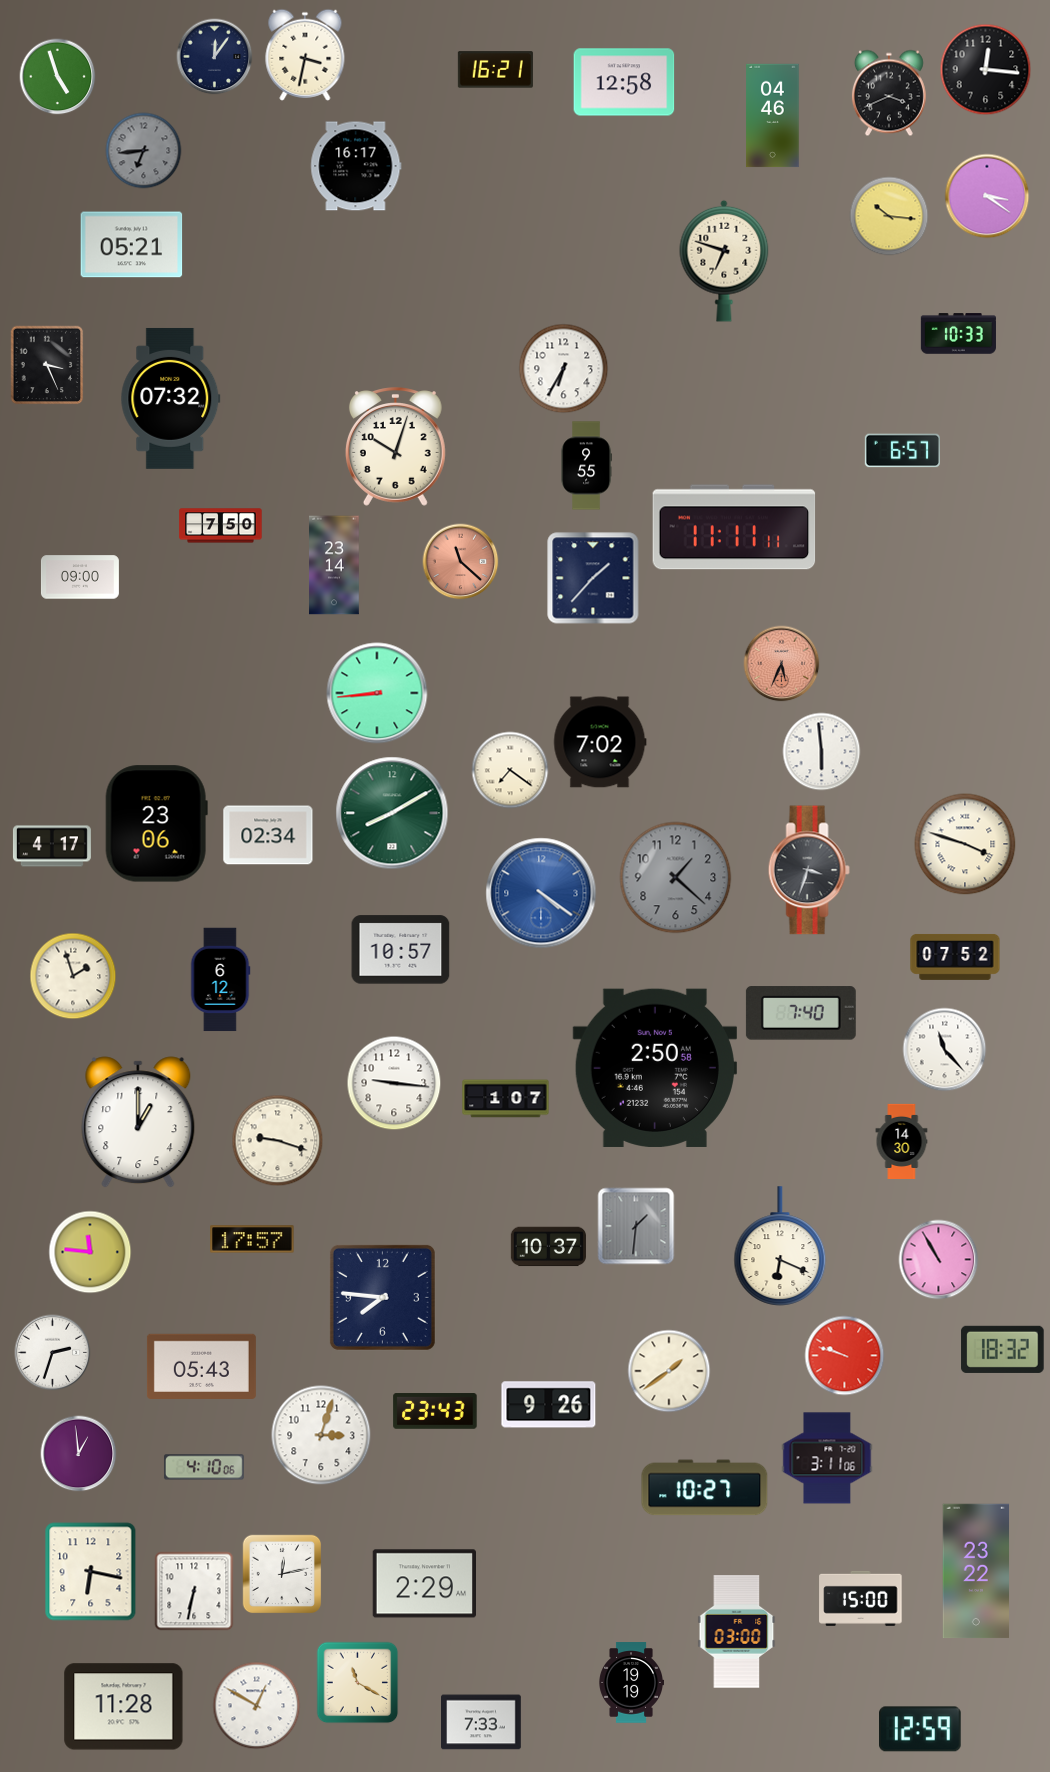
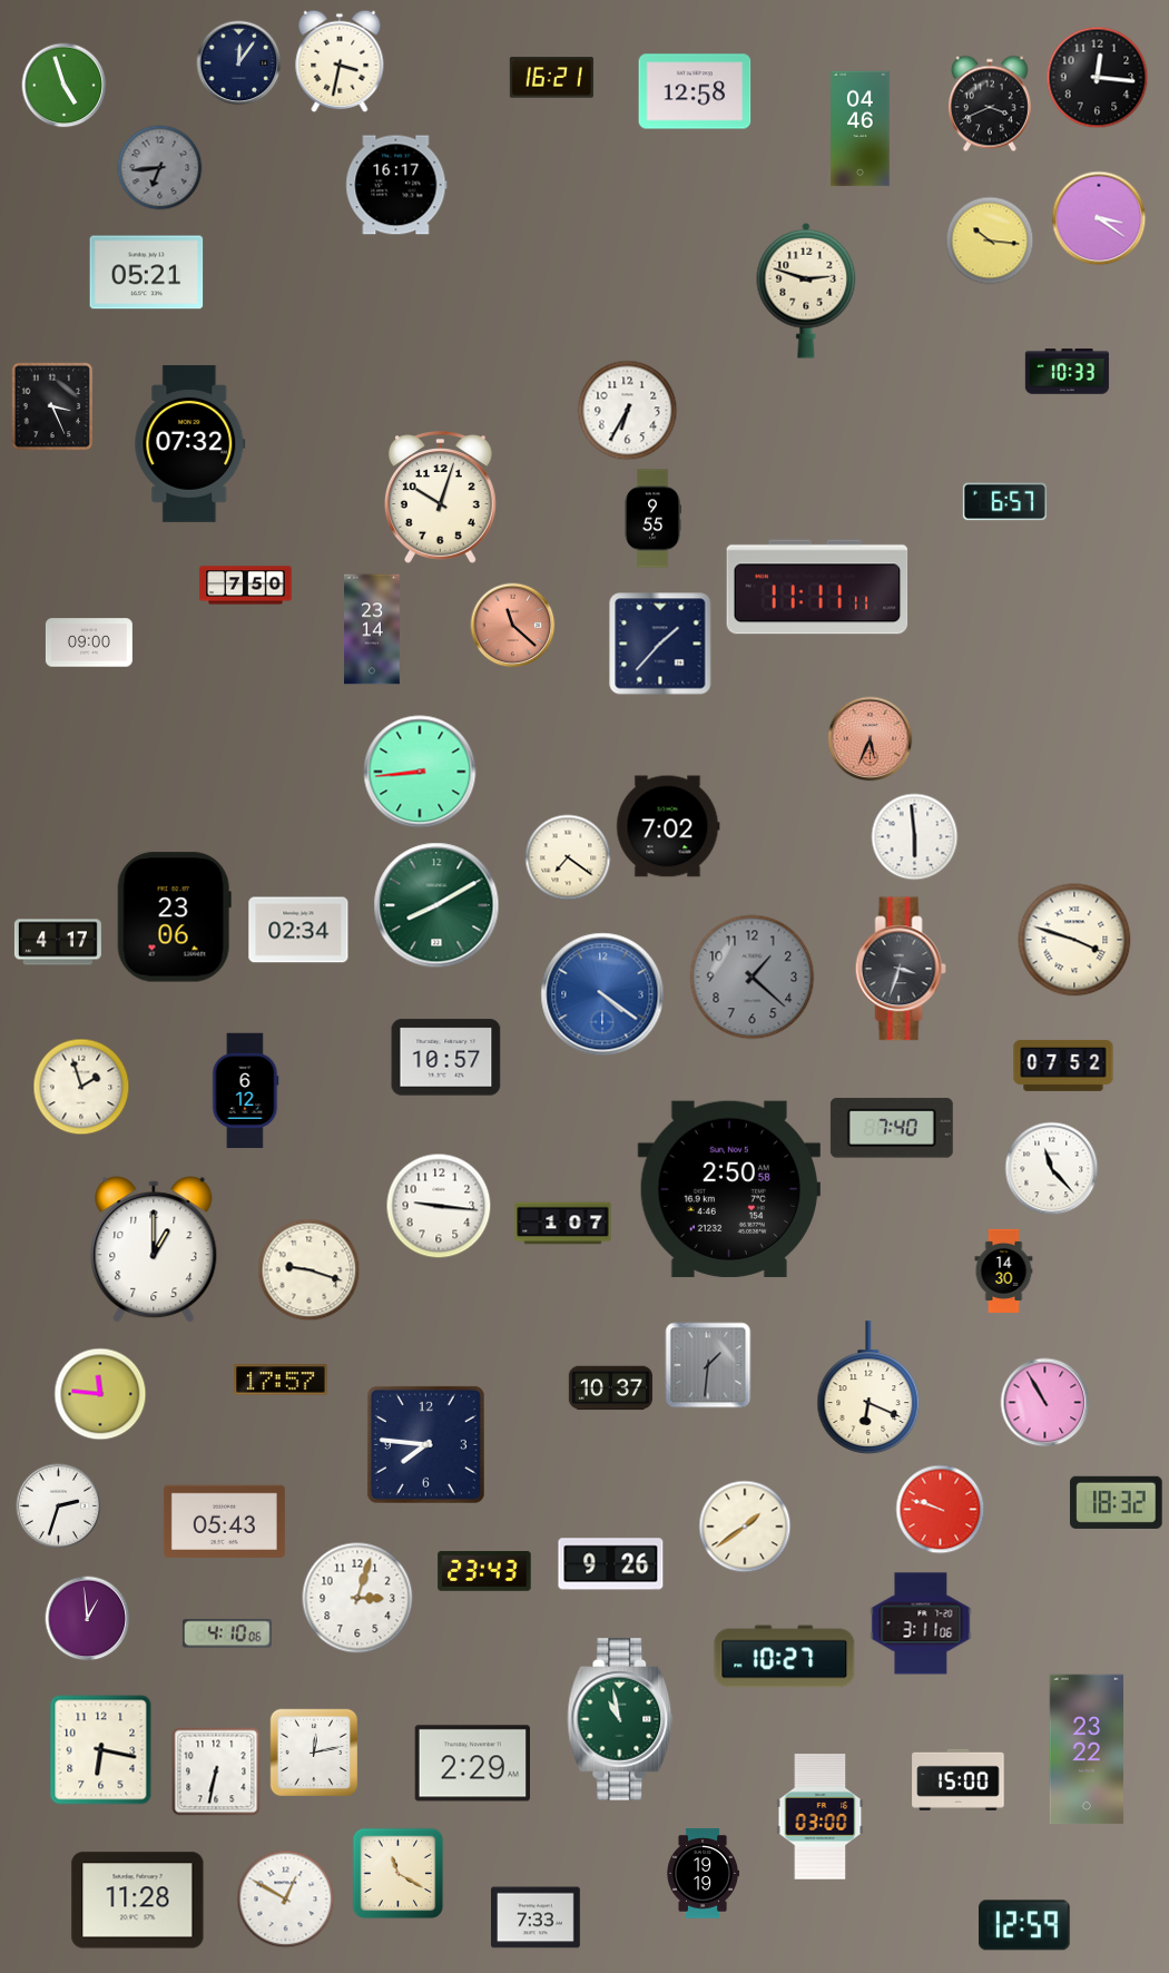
clock at (724, 261): 6:48 -> 2:48
clock at (620, 1719): none -> 10:58
